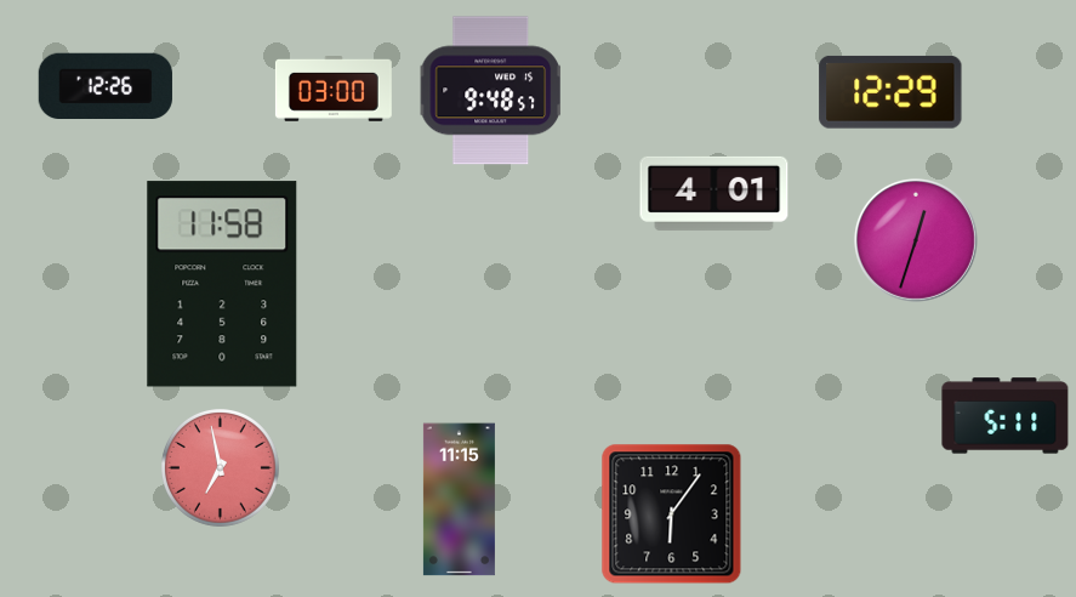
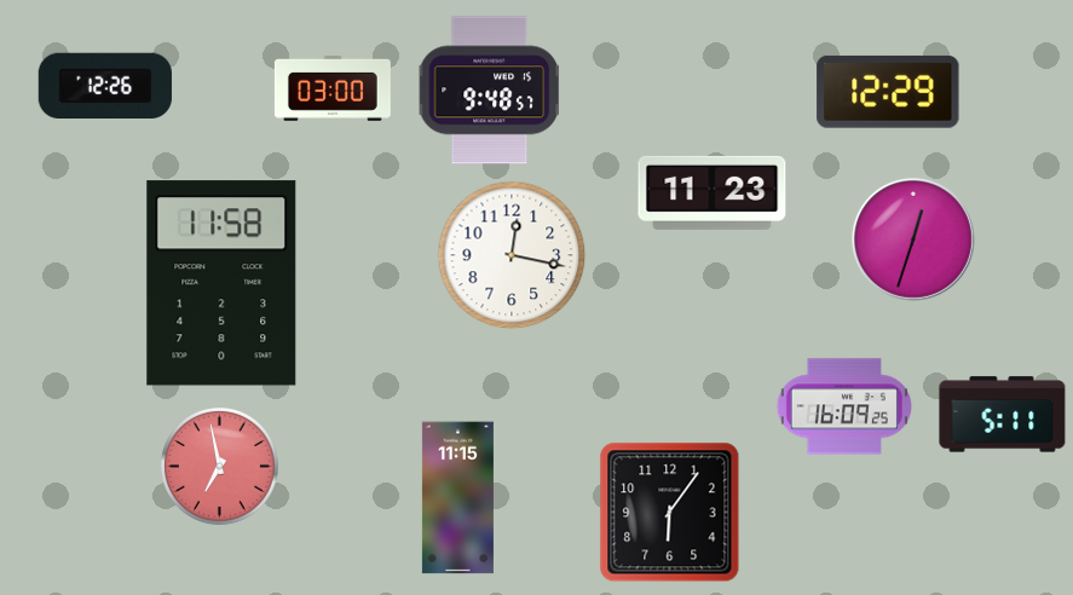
clock at (715, 193): 4:01 -> 11:23
clock at (512, 255): none -> 12:17
clock at (844, 406): none -> 16:09
